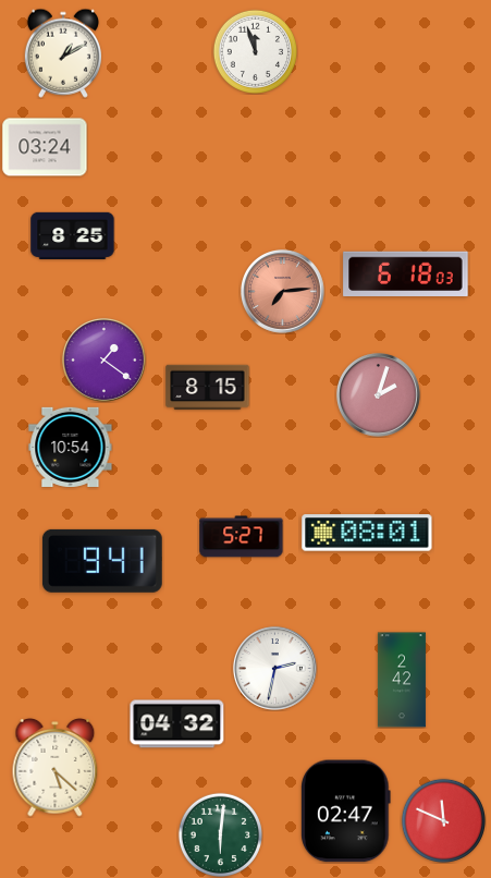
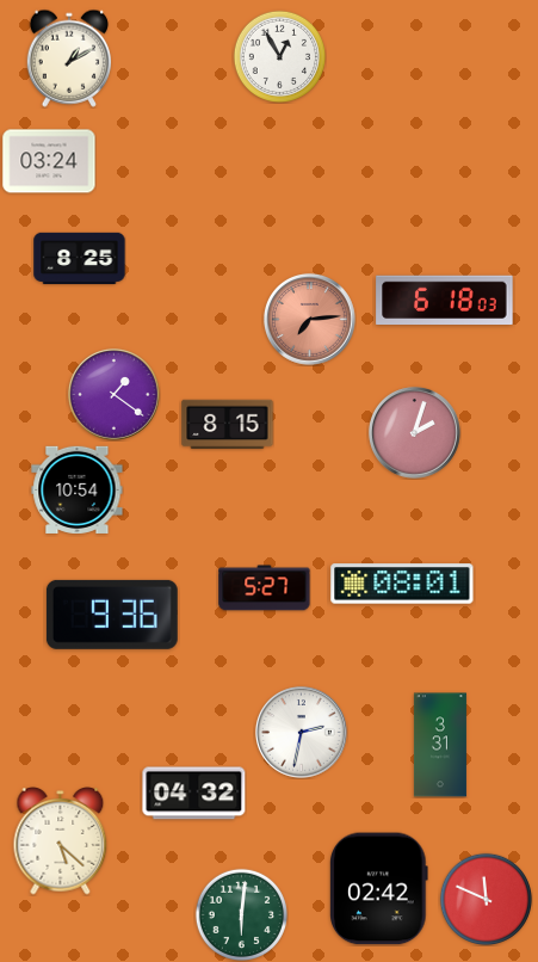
clock at (255, 51): 11:57 -> 12:55
clock at (102, 561): 9:41 -> 9:36
clock at (402, 680): 2:42 -> 3:31
clock at (346, 812): 02:47 -> 02:42
